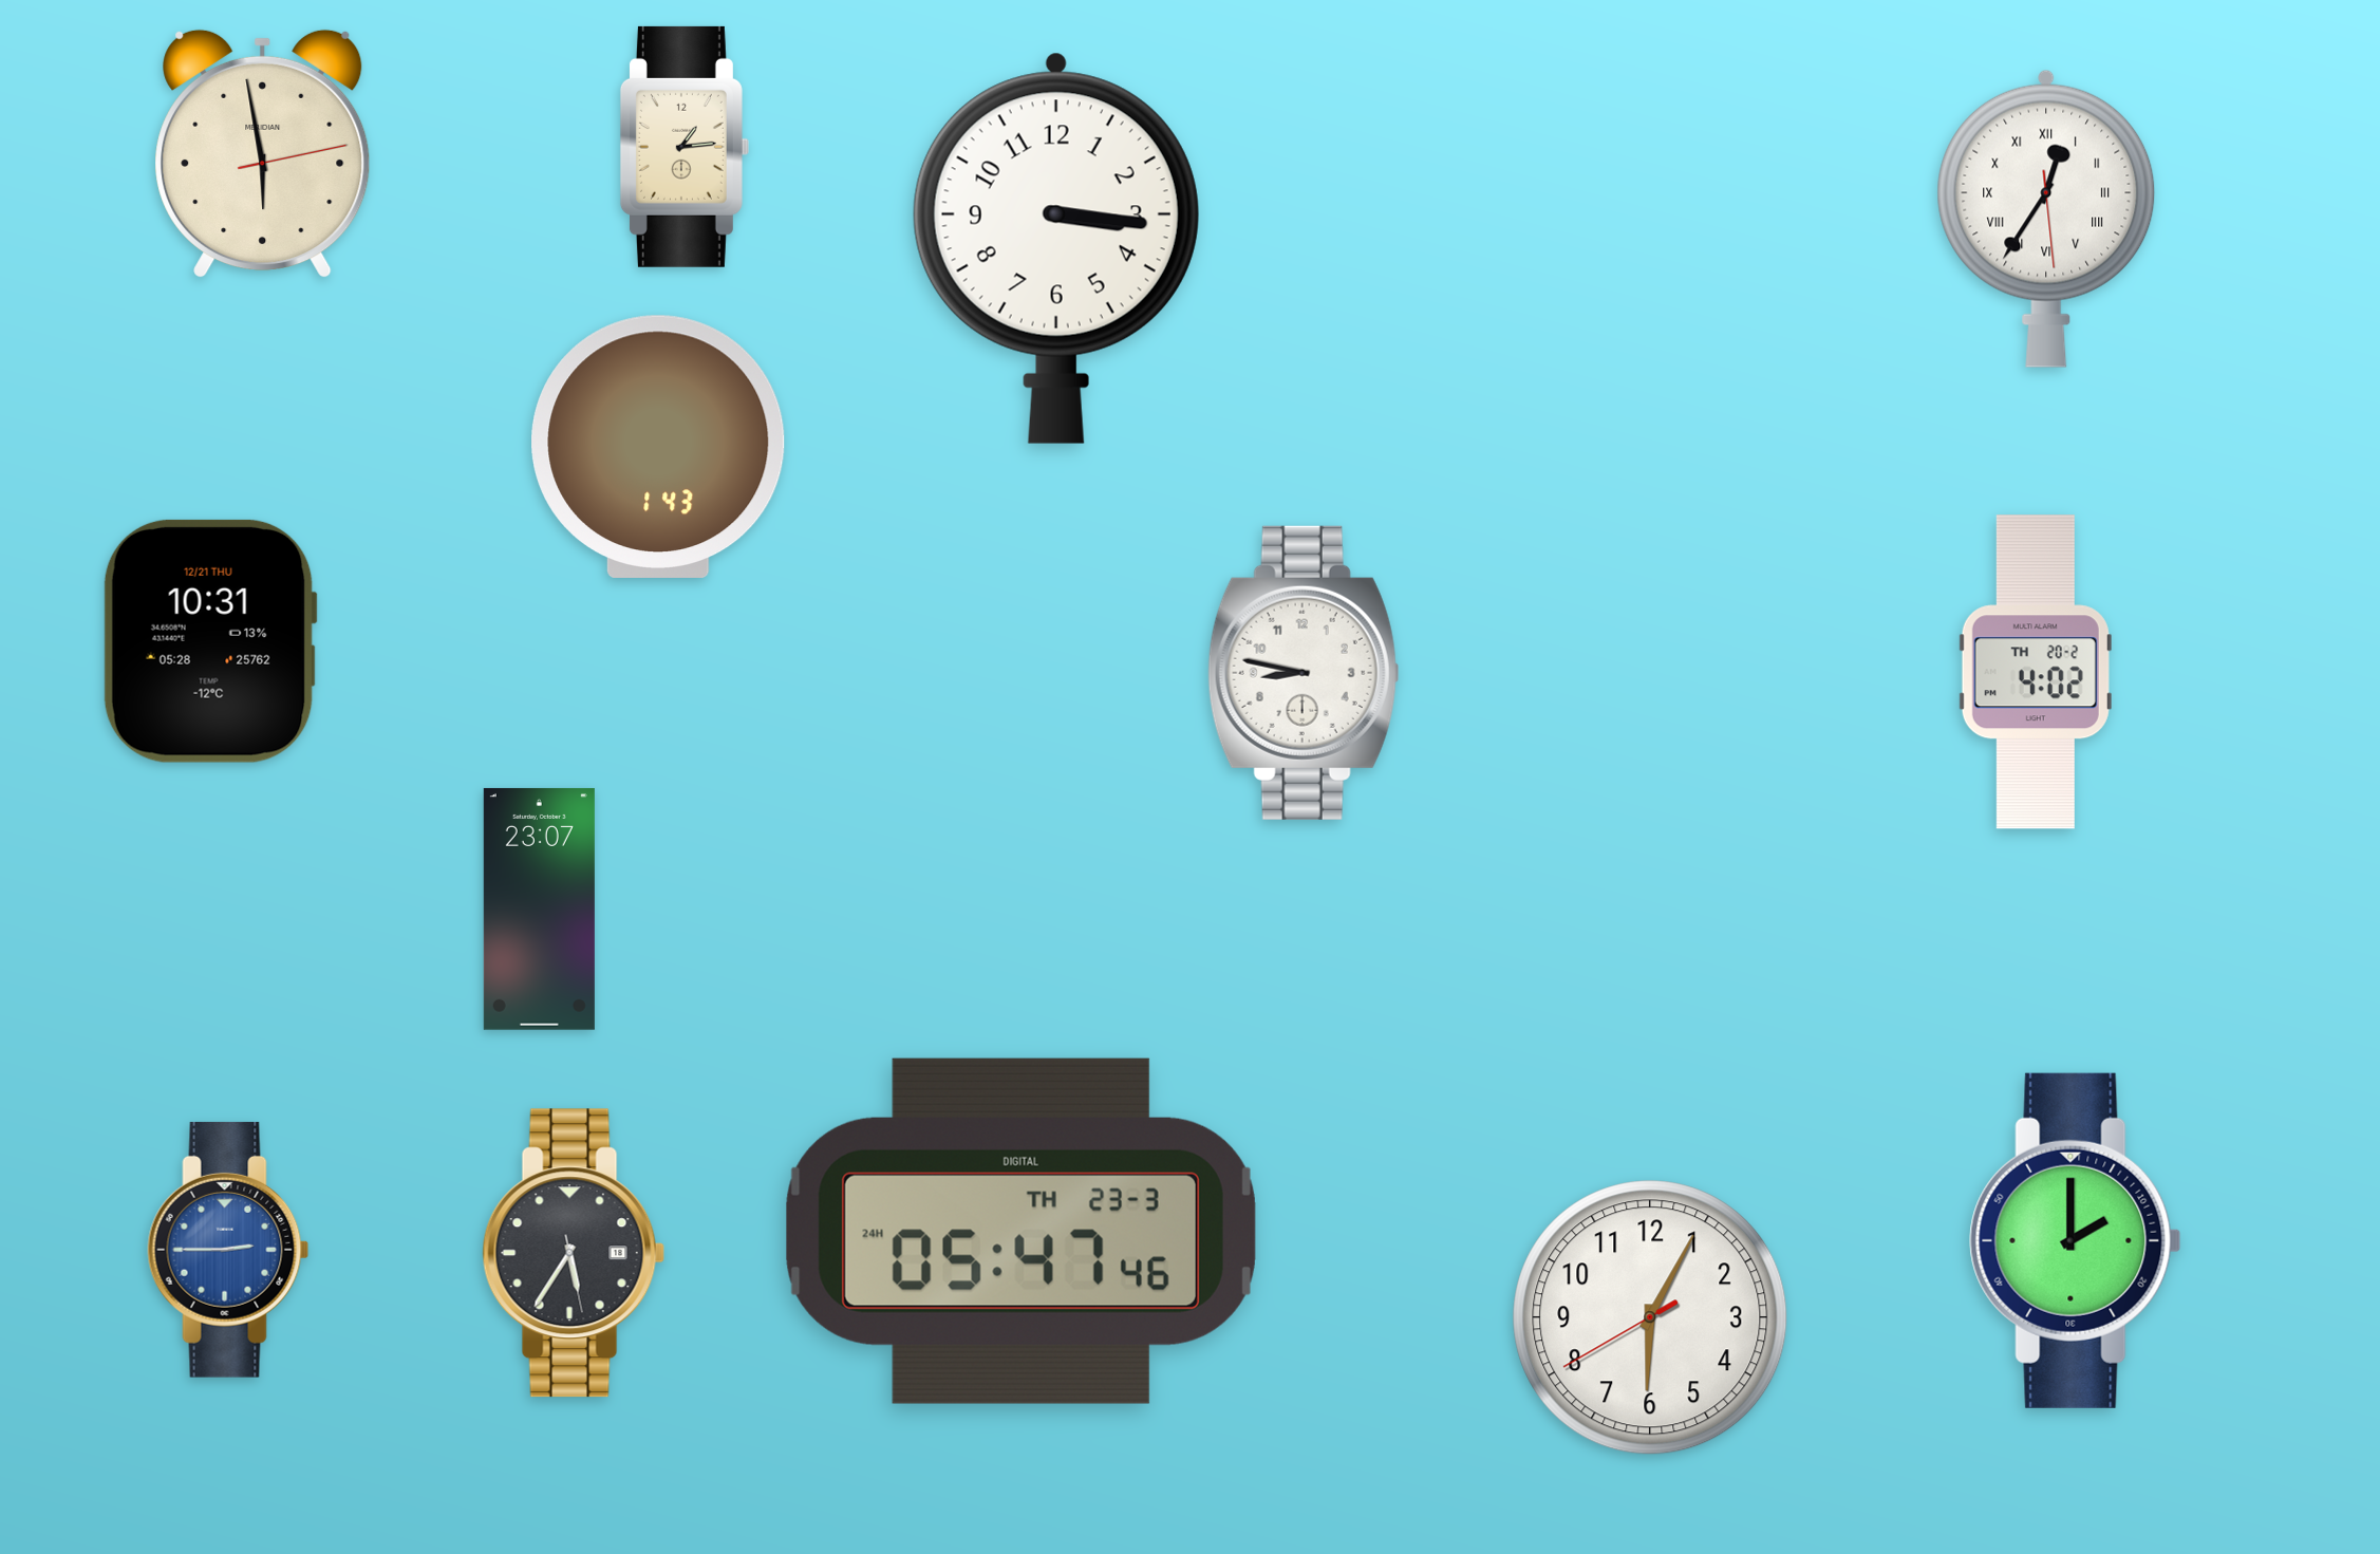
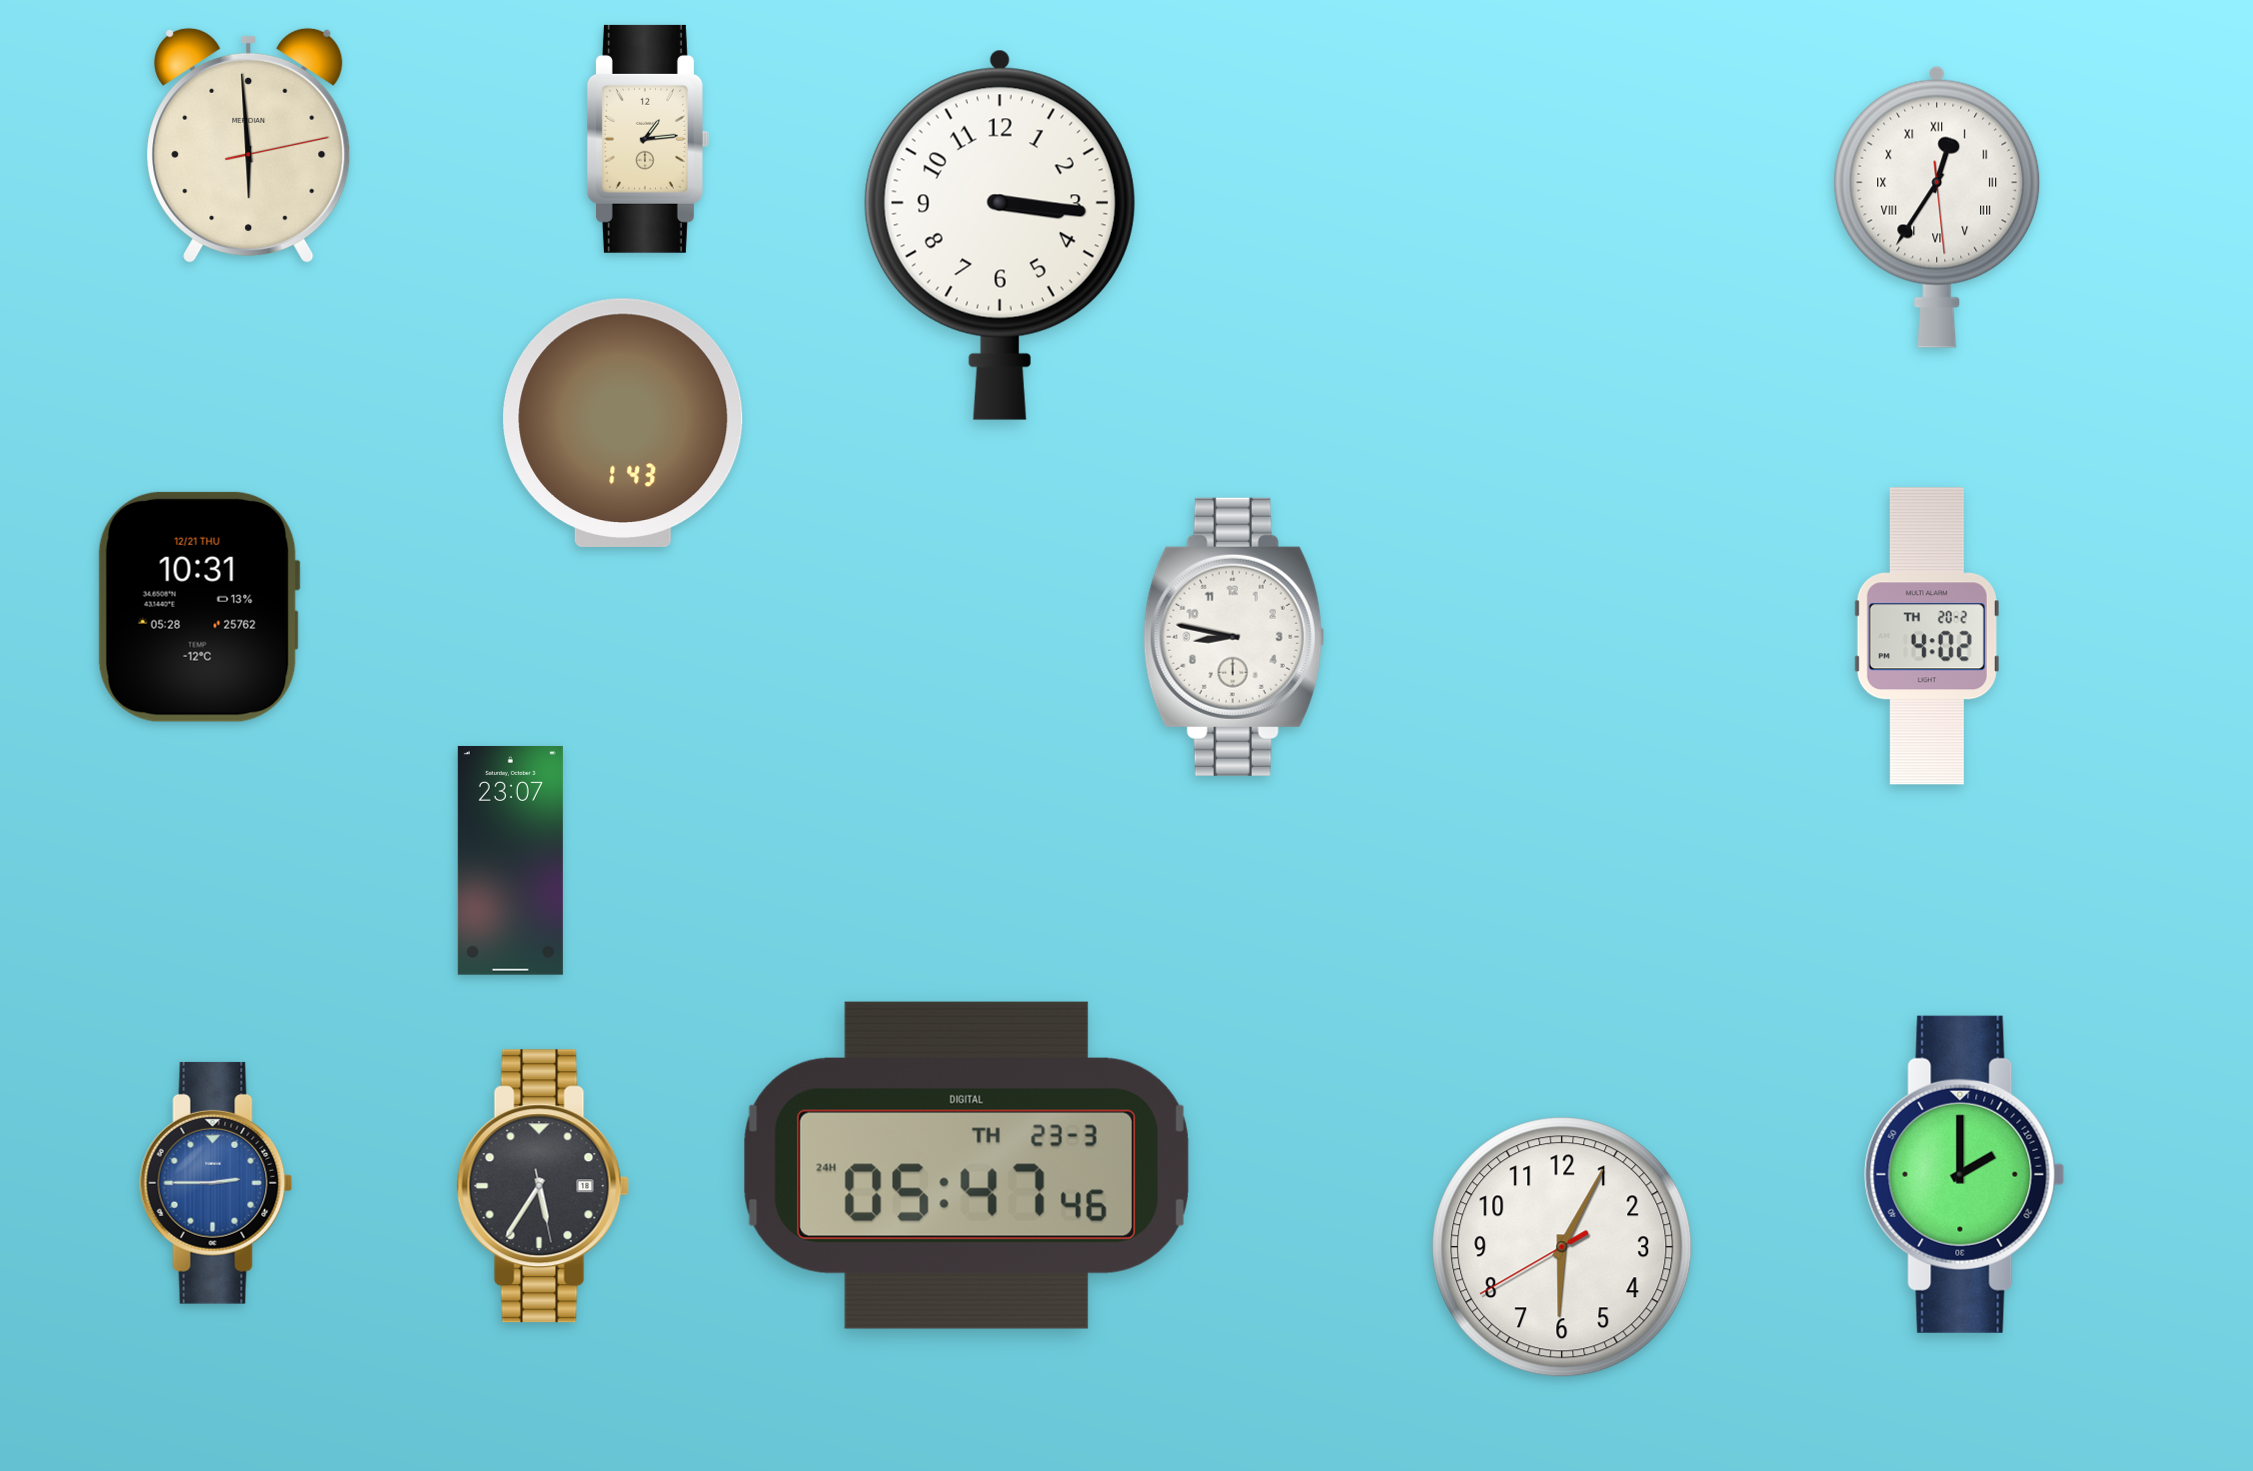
clock at (263, 154): 5:58 -> 5:59
